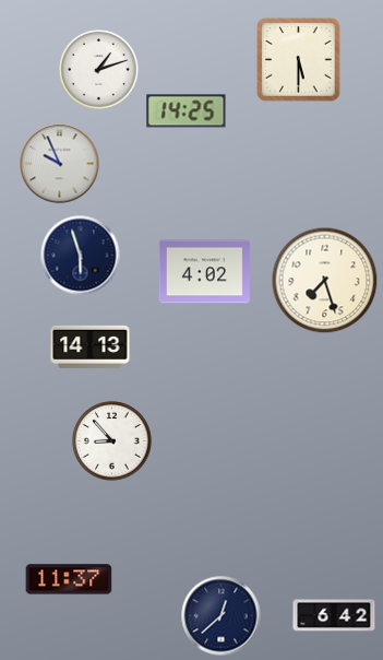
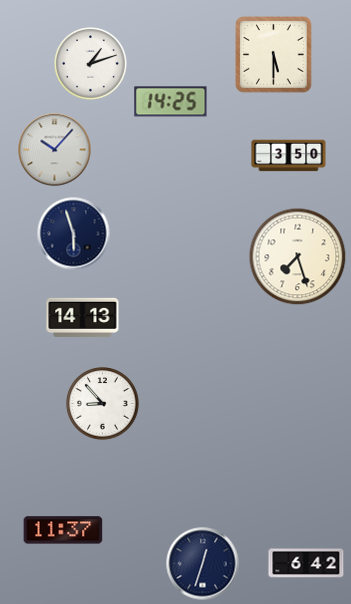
clock at (60, 164): 9:56 -> 10:07
clock at (289, 156): none -> 3:50
clock at (204, 272): 4:02 -> none
clock at (222, 616): 12:38 -> 12:33
